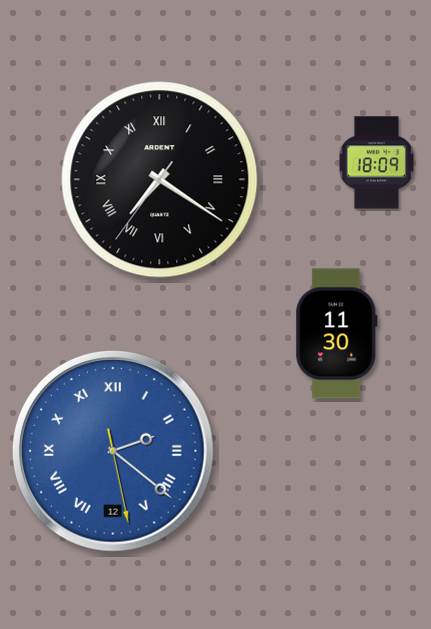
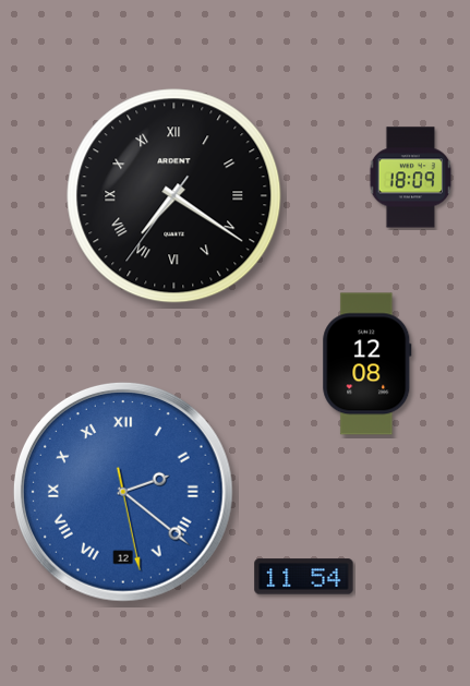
clock at (337, 334): 11:30 -> 12:08
clock at (304, 577): none -> 11:54
